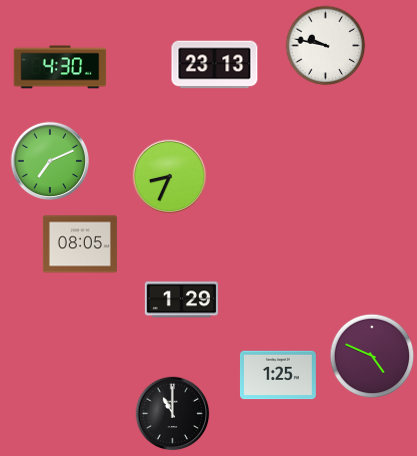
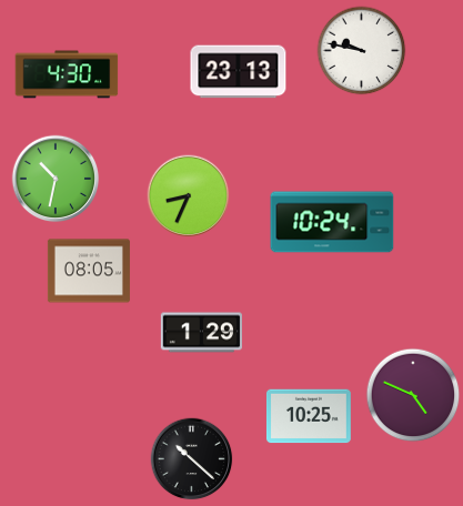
clock at (50, 161): 7:11 -> 10:32
clock at (332, 222): none -> 10:24
clock at (278, 375): 1:25 -> 10:25
clock at (173, 414): 11:00 -> 10:22
